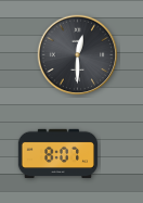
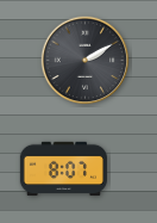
clock at (78, 55): 12:30 -> 2:10
